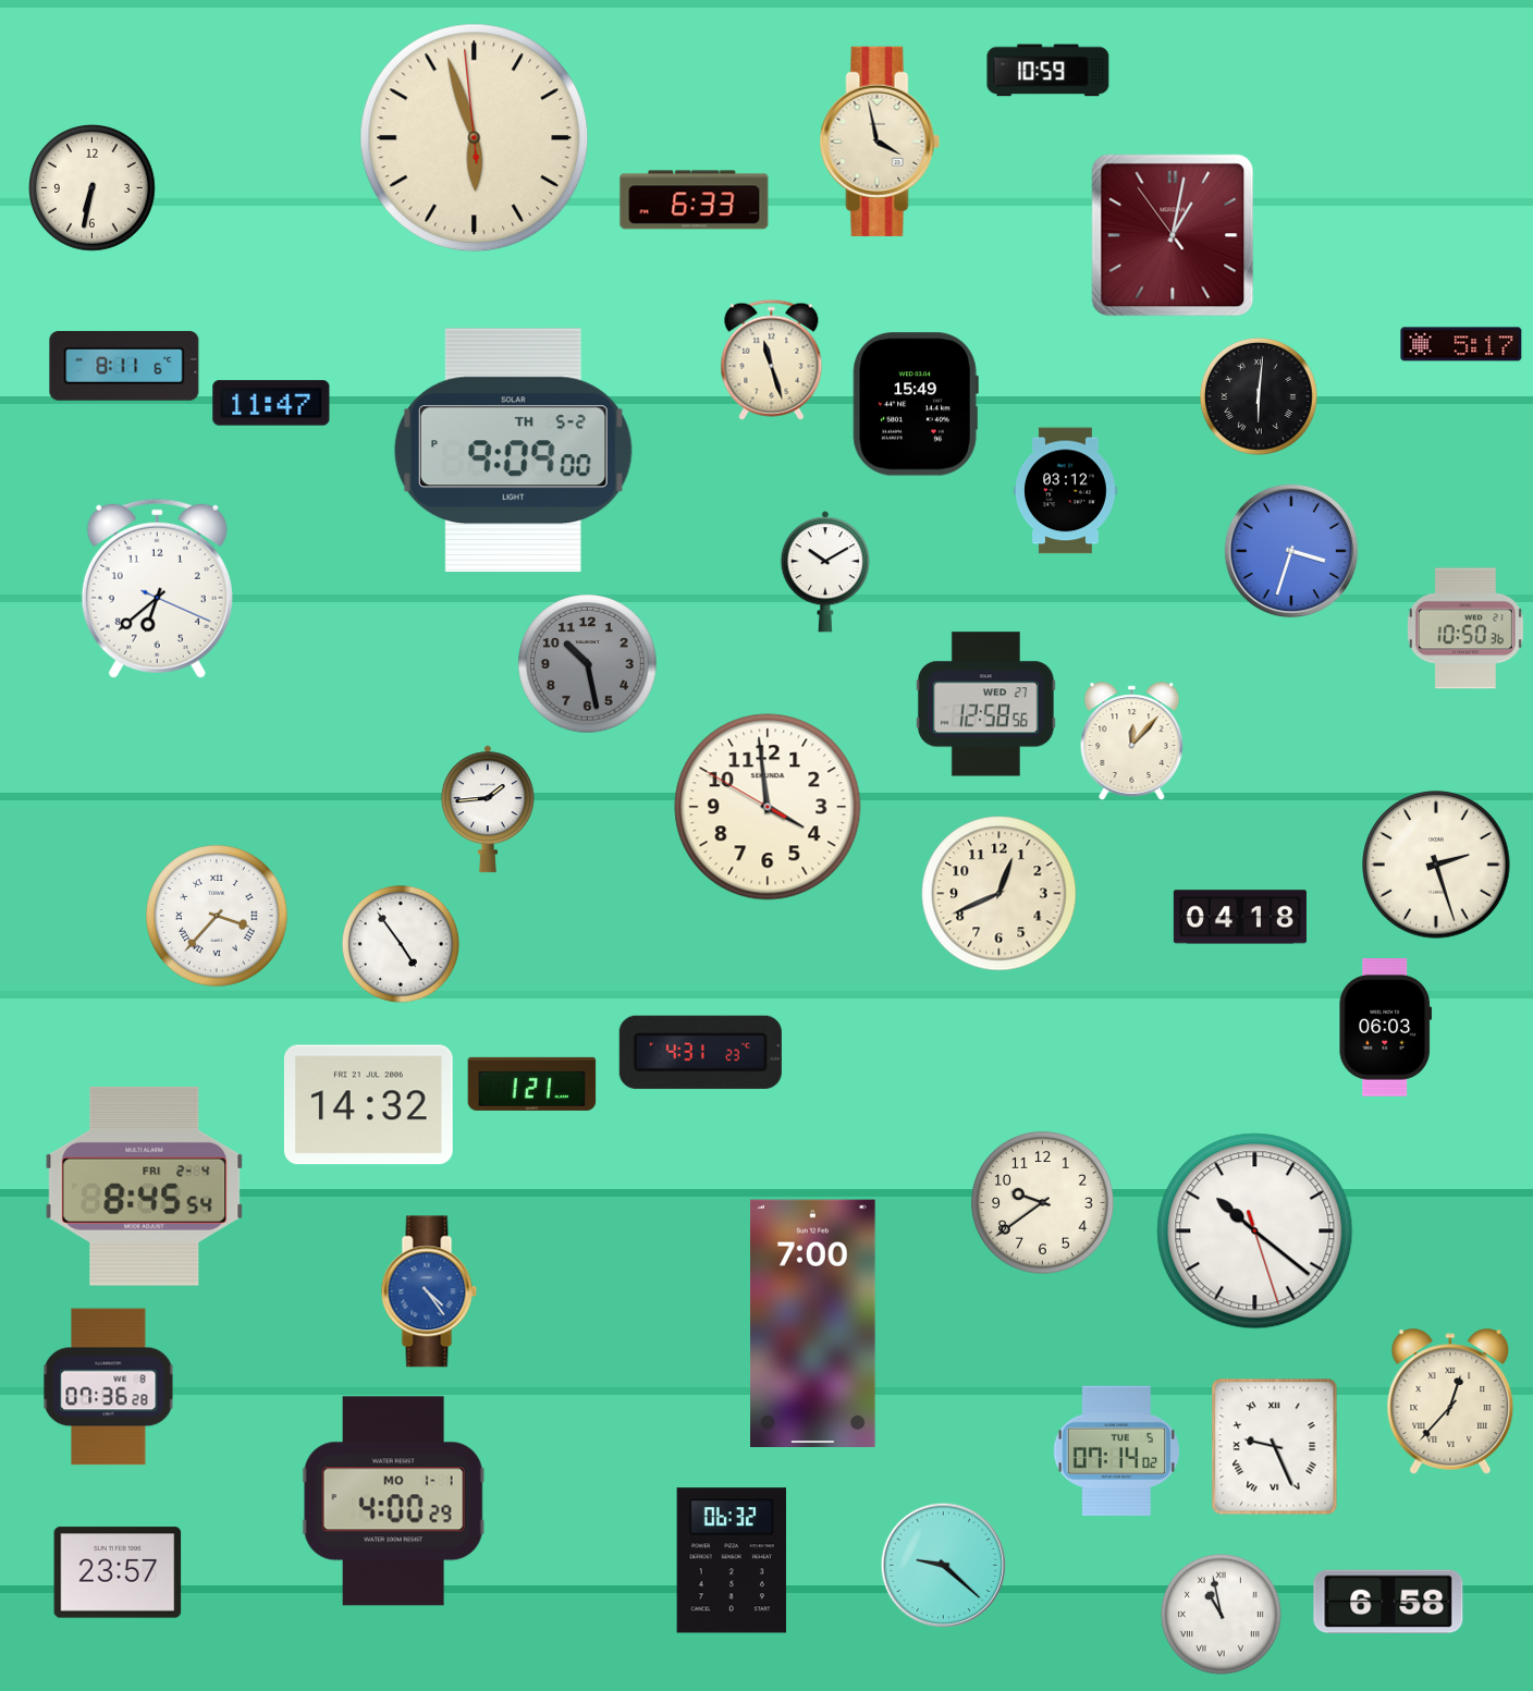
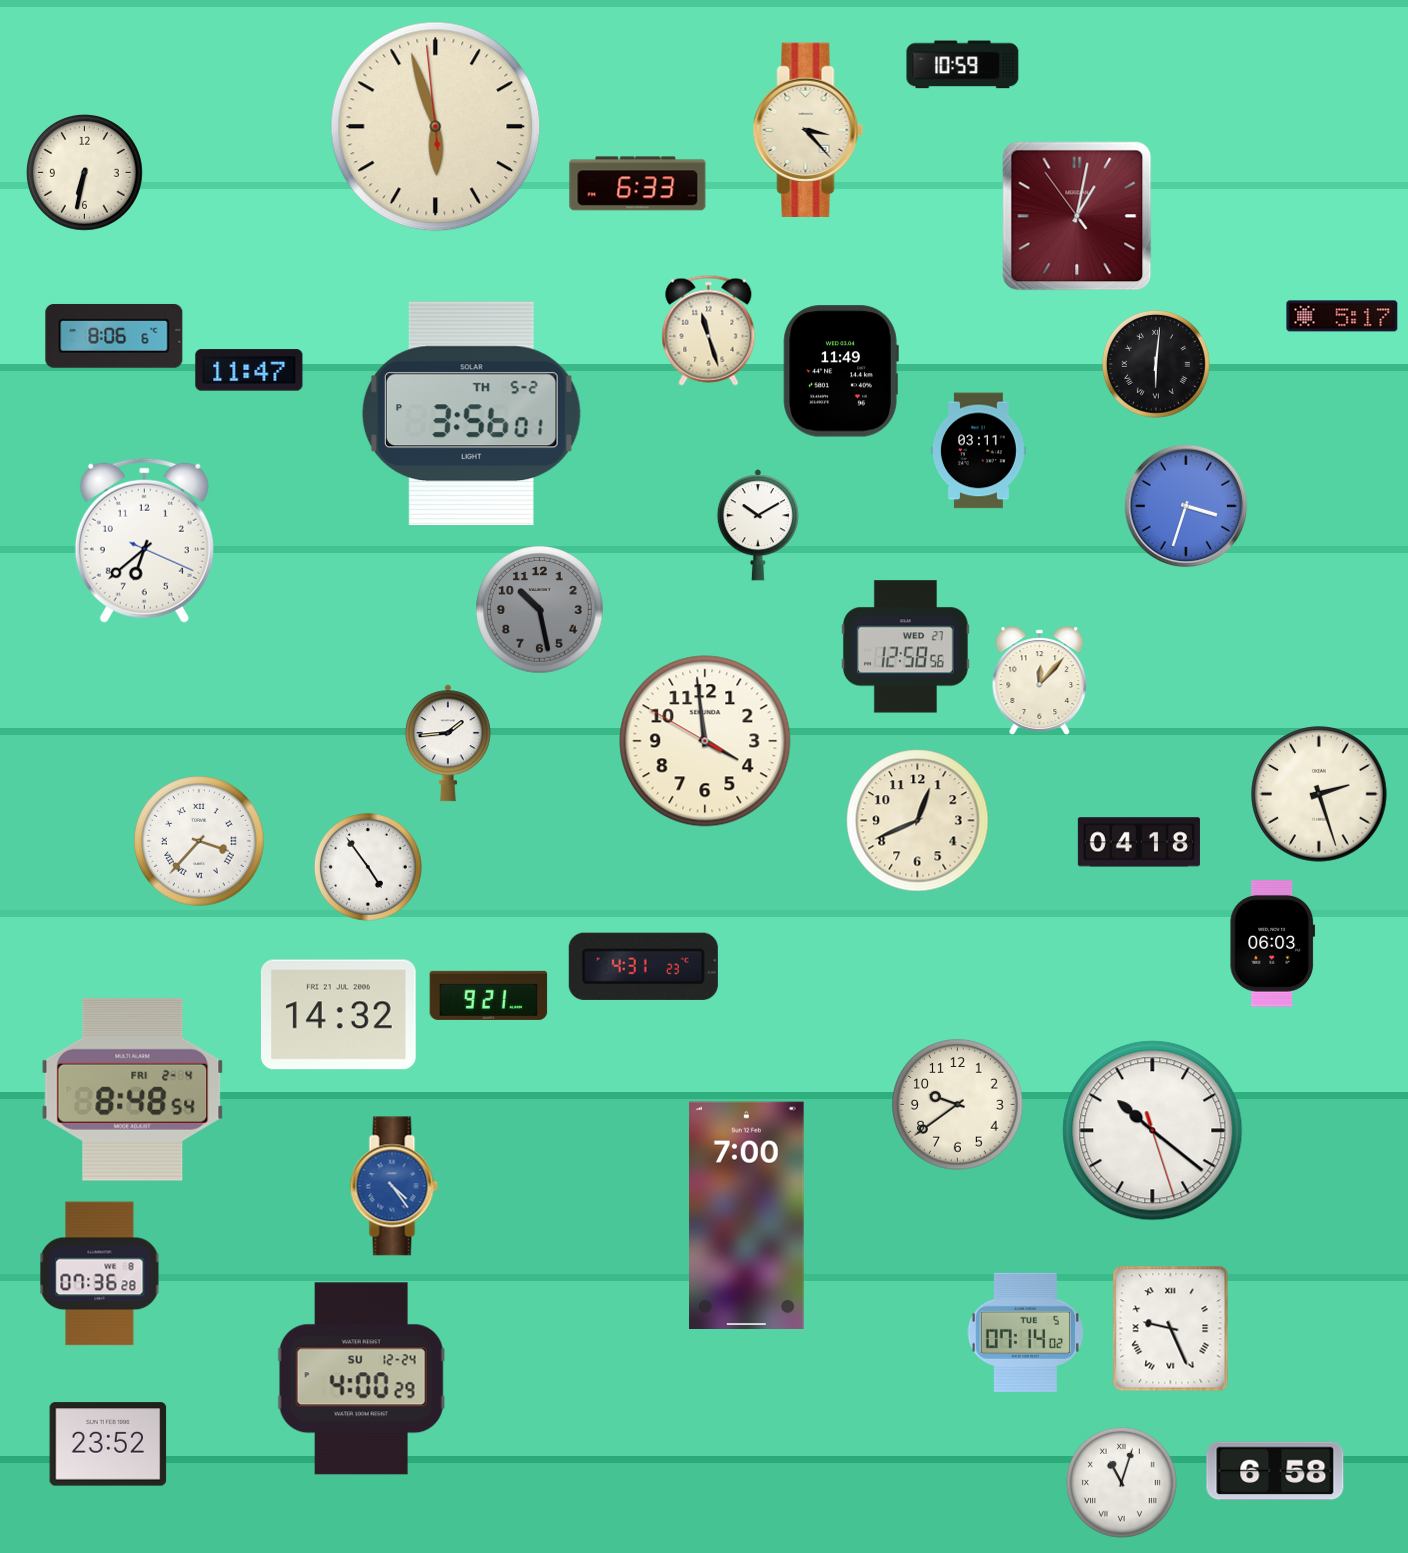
clock at (880, 142): 3:58 -> 3:23
clock at (124, 366): 8:11 -> 8:06
clock at (916, 404): 15:49 -> 11:49
clock at (513, 451): 9:09 -> 3:56
clock at (1065, 491): 03:12 -> 03:11
clock at (1465, 628): 10:50 -> none
clock at (532, 1083): 1:21 -> 9:21
clock at (145, 1186): 8:45 -> 8:48
clock at (1450, 1401): 12:37 -> none
clock at (393, 1502) date: MO 1-1 -> SU 12-24
clock at (732, 1560): 06:32 -> none
clock at (944, 1566): 9:22 -> none
clock at (118, 1572): 23:57 -> 23:52
clock at (1221, 1614): 10:58 -> 11:03
